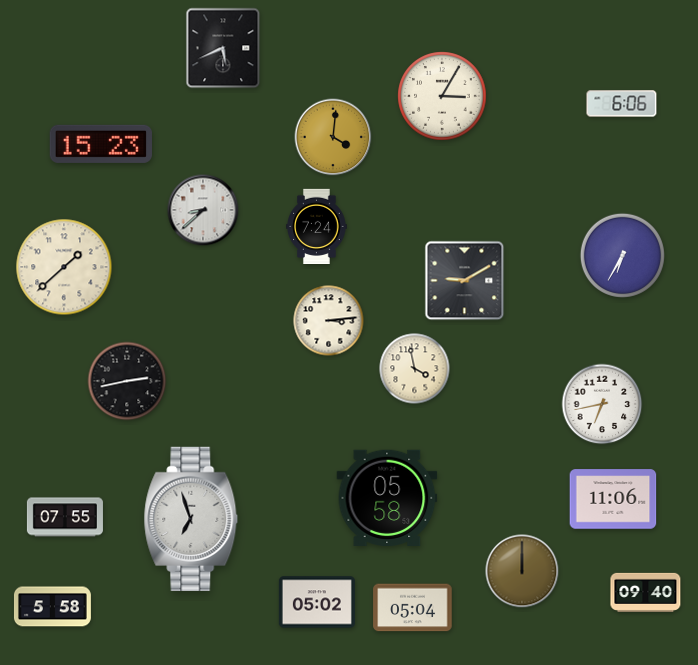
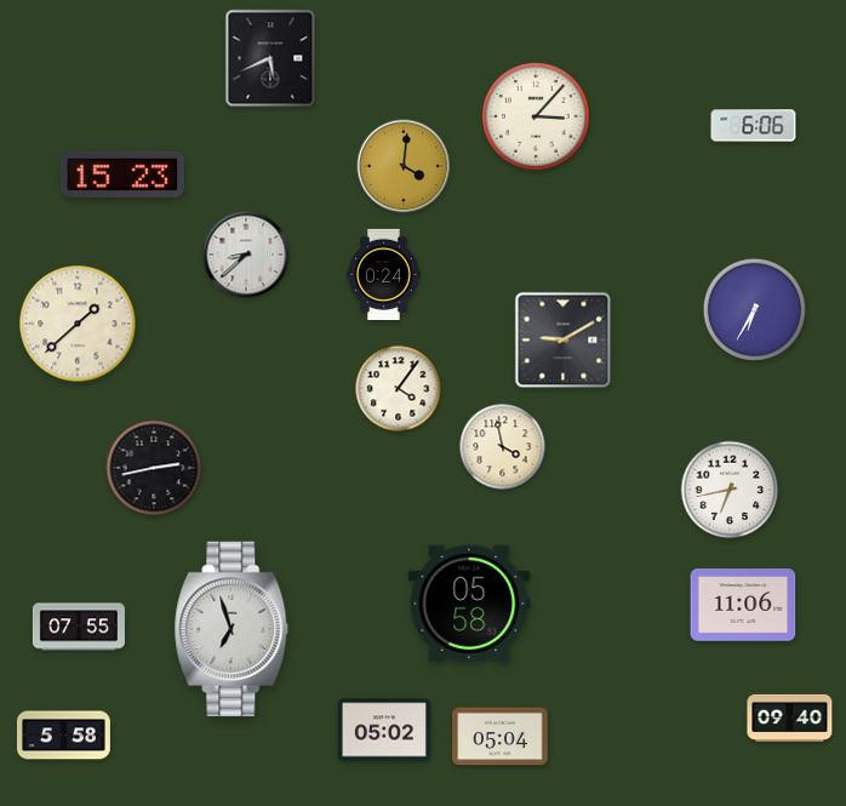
clock at (442, 96): 3:05 -> 3:07
clock at (317, 226): 7:24 -> 0:24
clock at (329, 321): 3:14 -> 4:06
clock at (127, 381) position: (127, 381) -> (154, 468)
clock at (522, 571): 12:00 -> none
clock at (646, 592) position: (646, 592) -> (790, 718)
